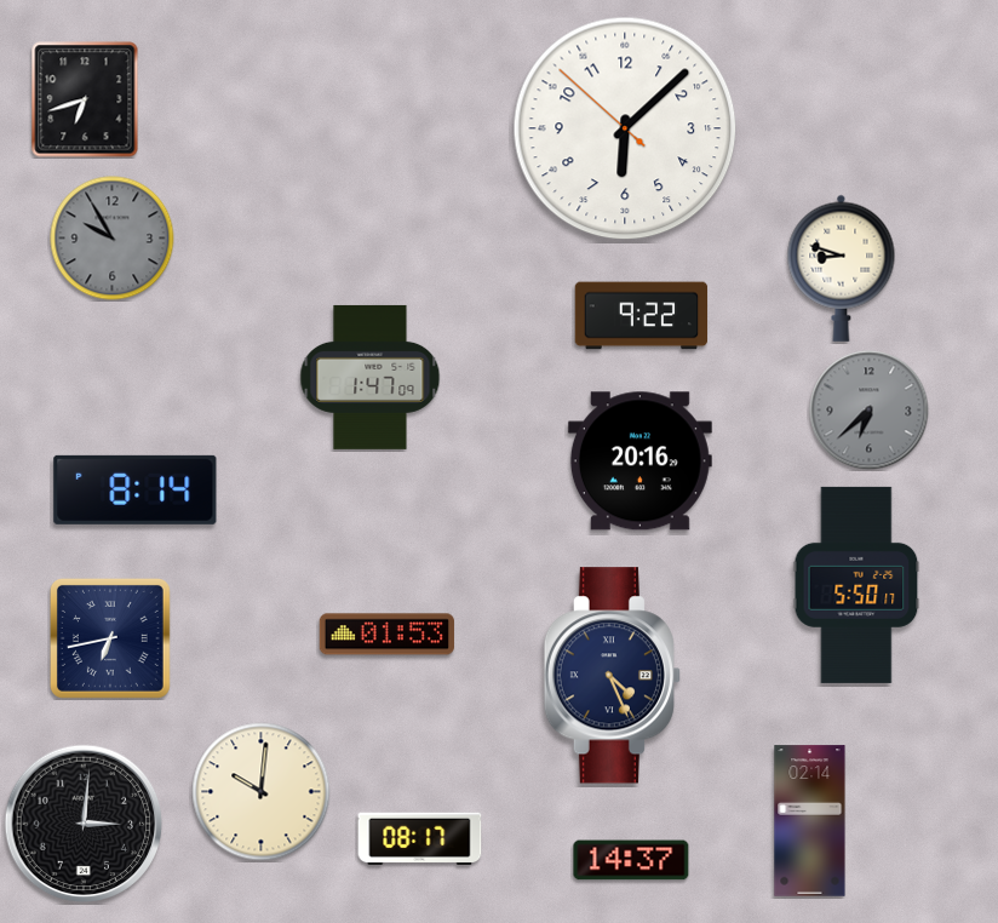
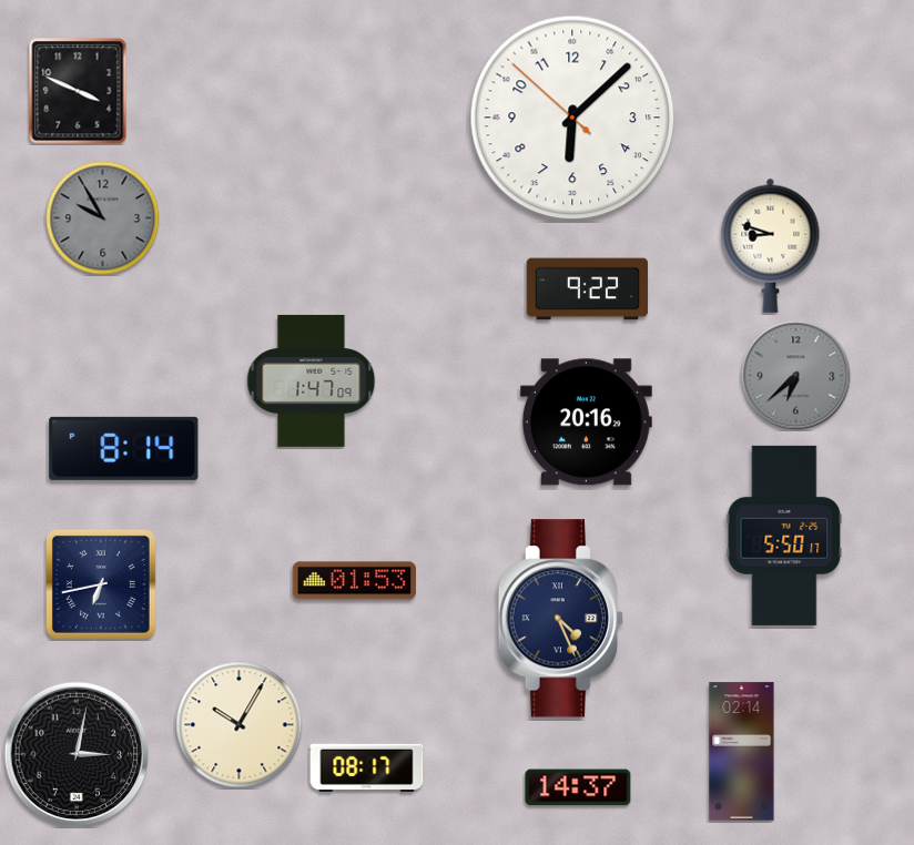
clock at (85, 99): 6:42 -> 3:49
clock at (371, 377) position: (371, 377) -> (312, 380)
clock at (262, 792): 10:01 -> 10:05
clock at (84, 824): 3:01 -> 3:02
clock at (420, 838) position: (420, 838) -> (367, 767)
